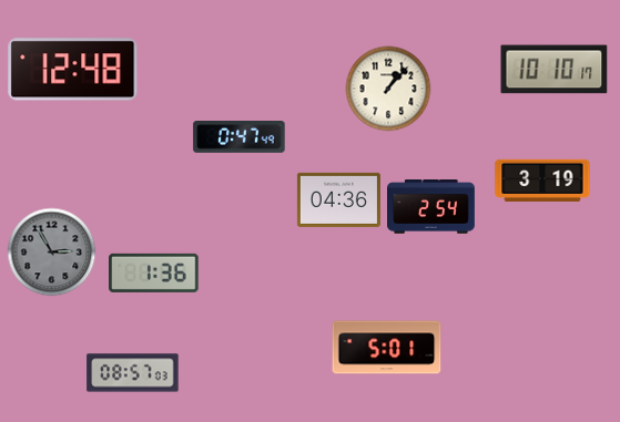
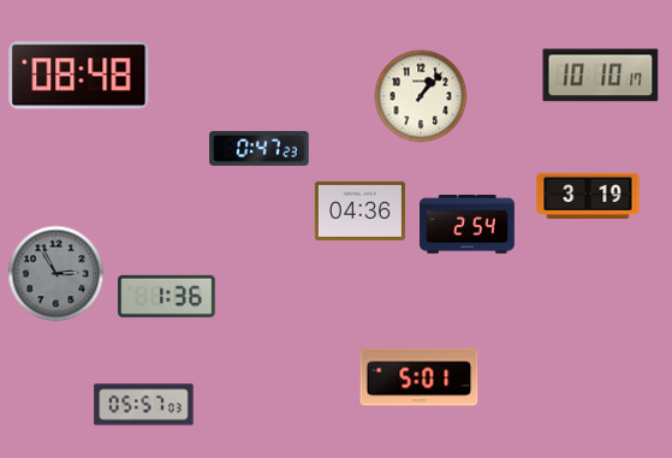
clock at (73, 70): 12:48 -> 08:48
clock at (240, 137): 0:47:49 -> 0:47:23
clock at (338, 199) position: (338, 199) -> (359, 210)
clock at (133, 373): 08:57 -> 05:57
